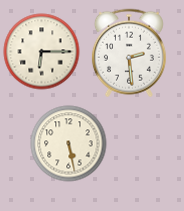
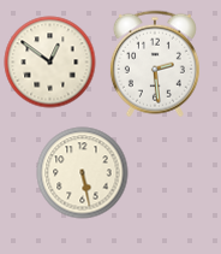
clock at (42, 52): 6:15 -> 12:51
